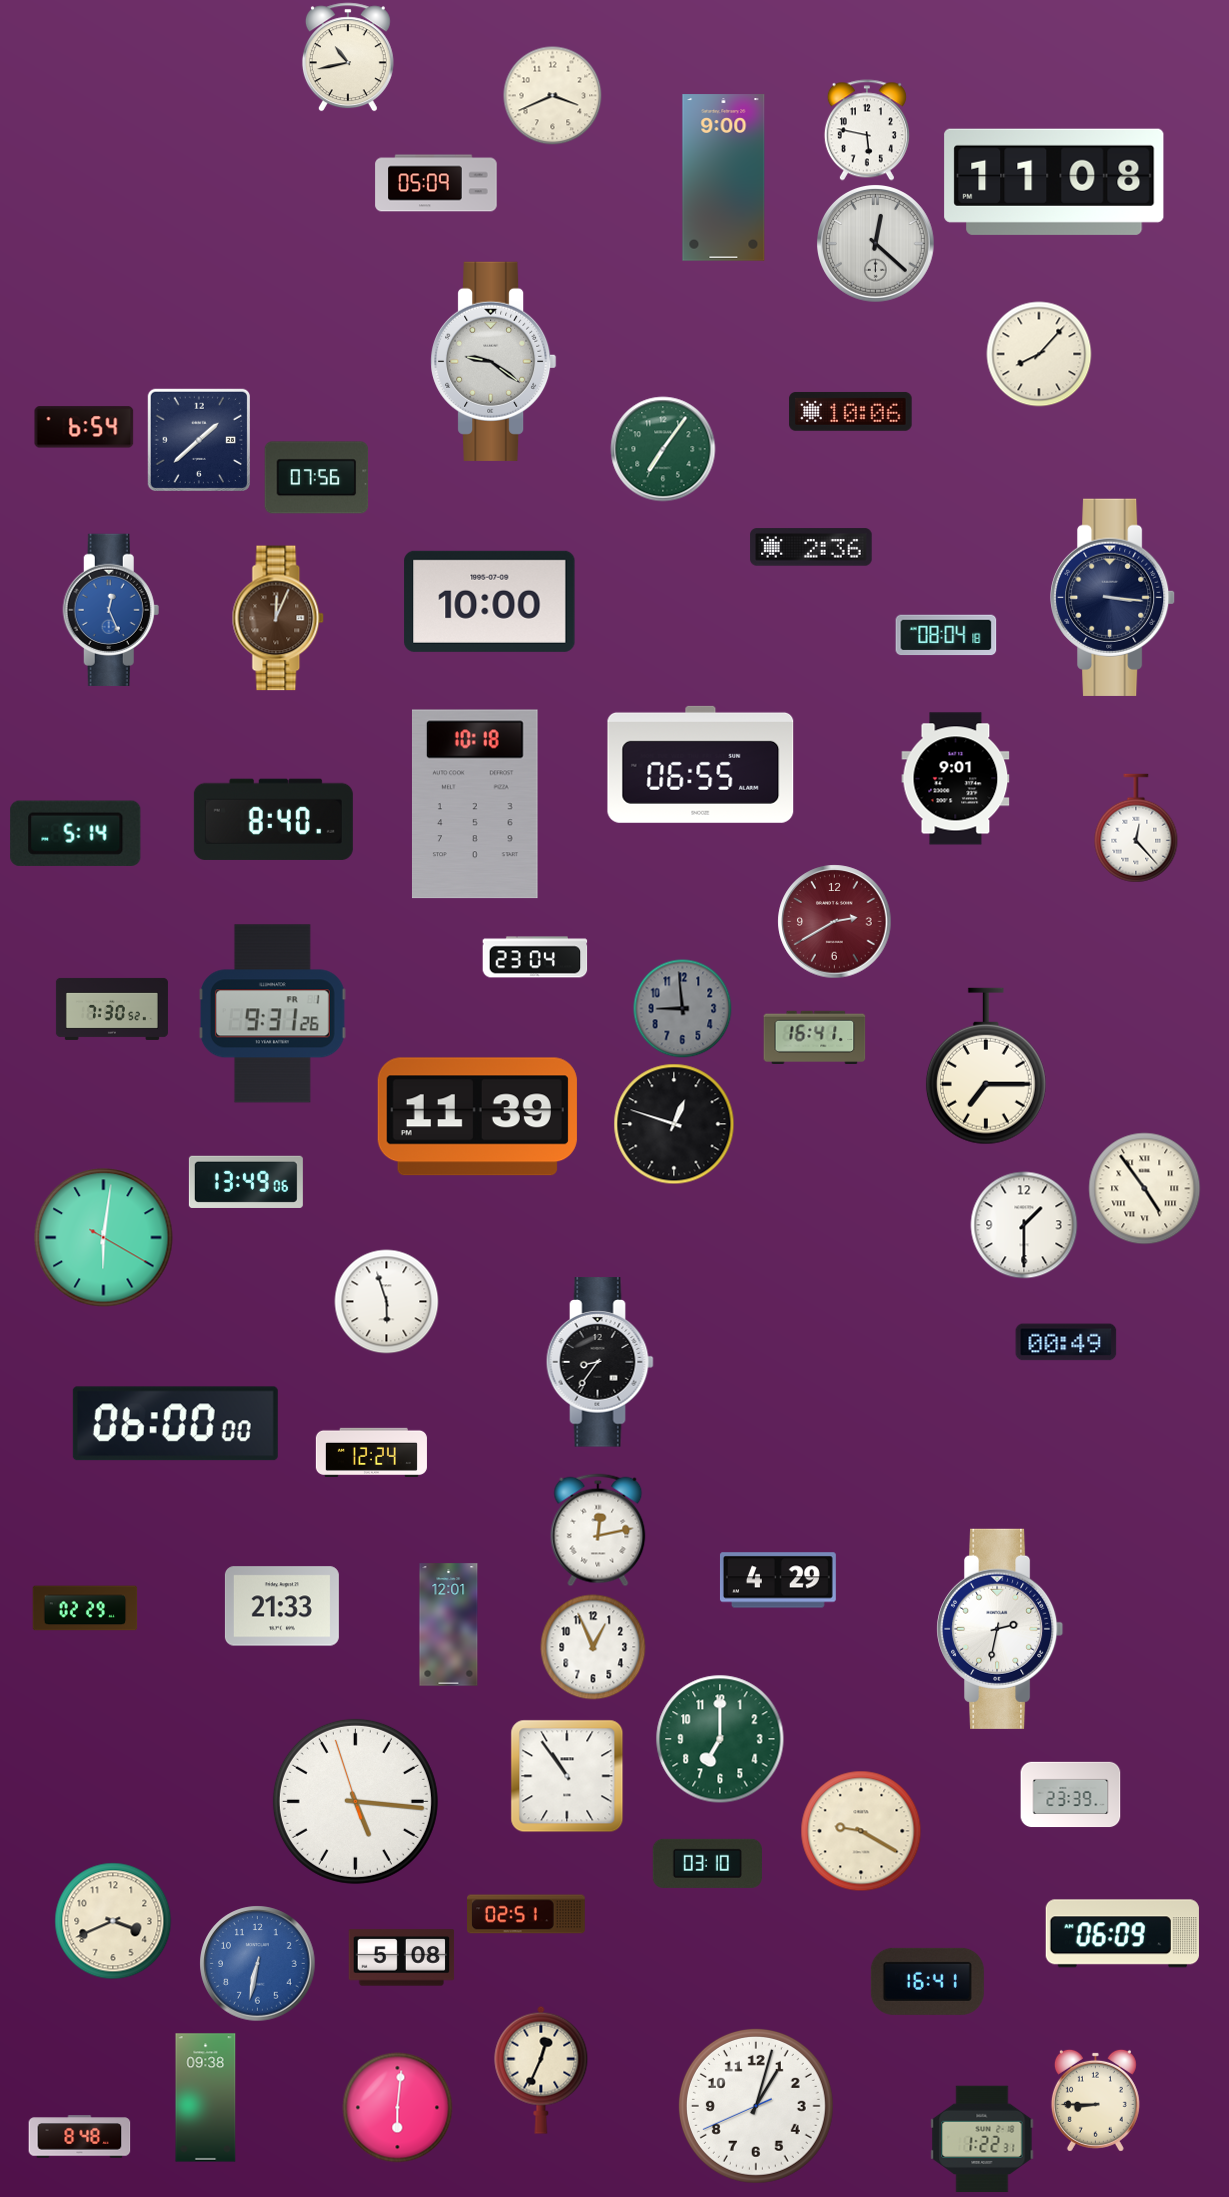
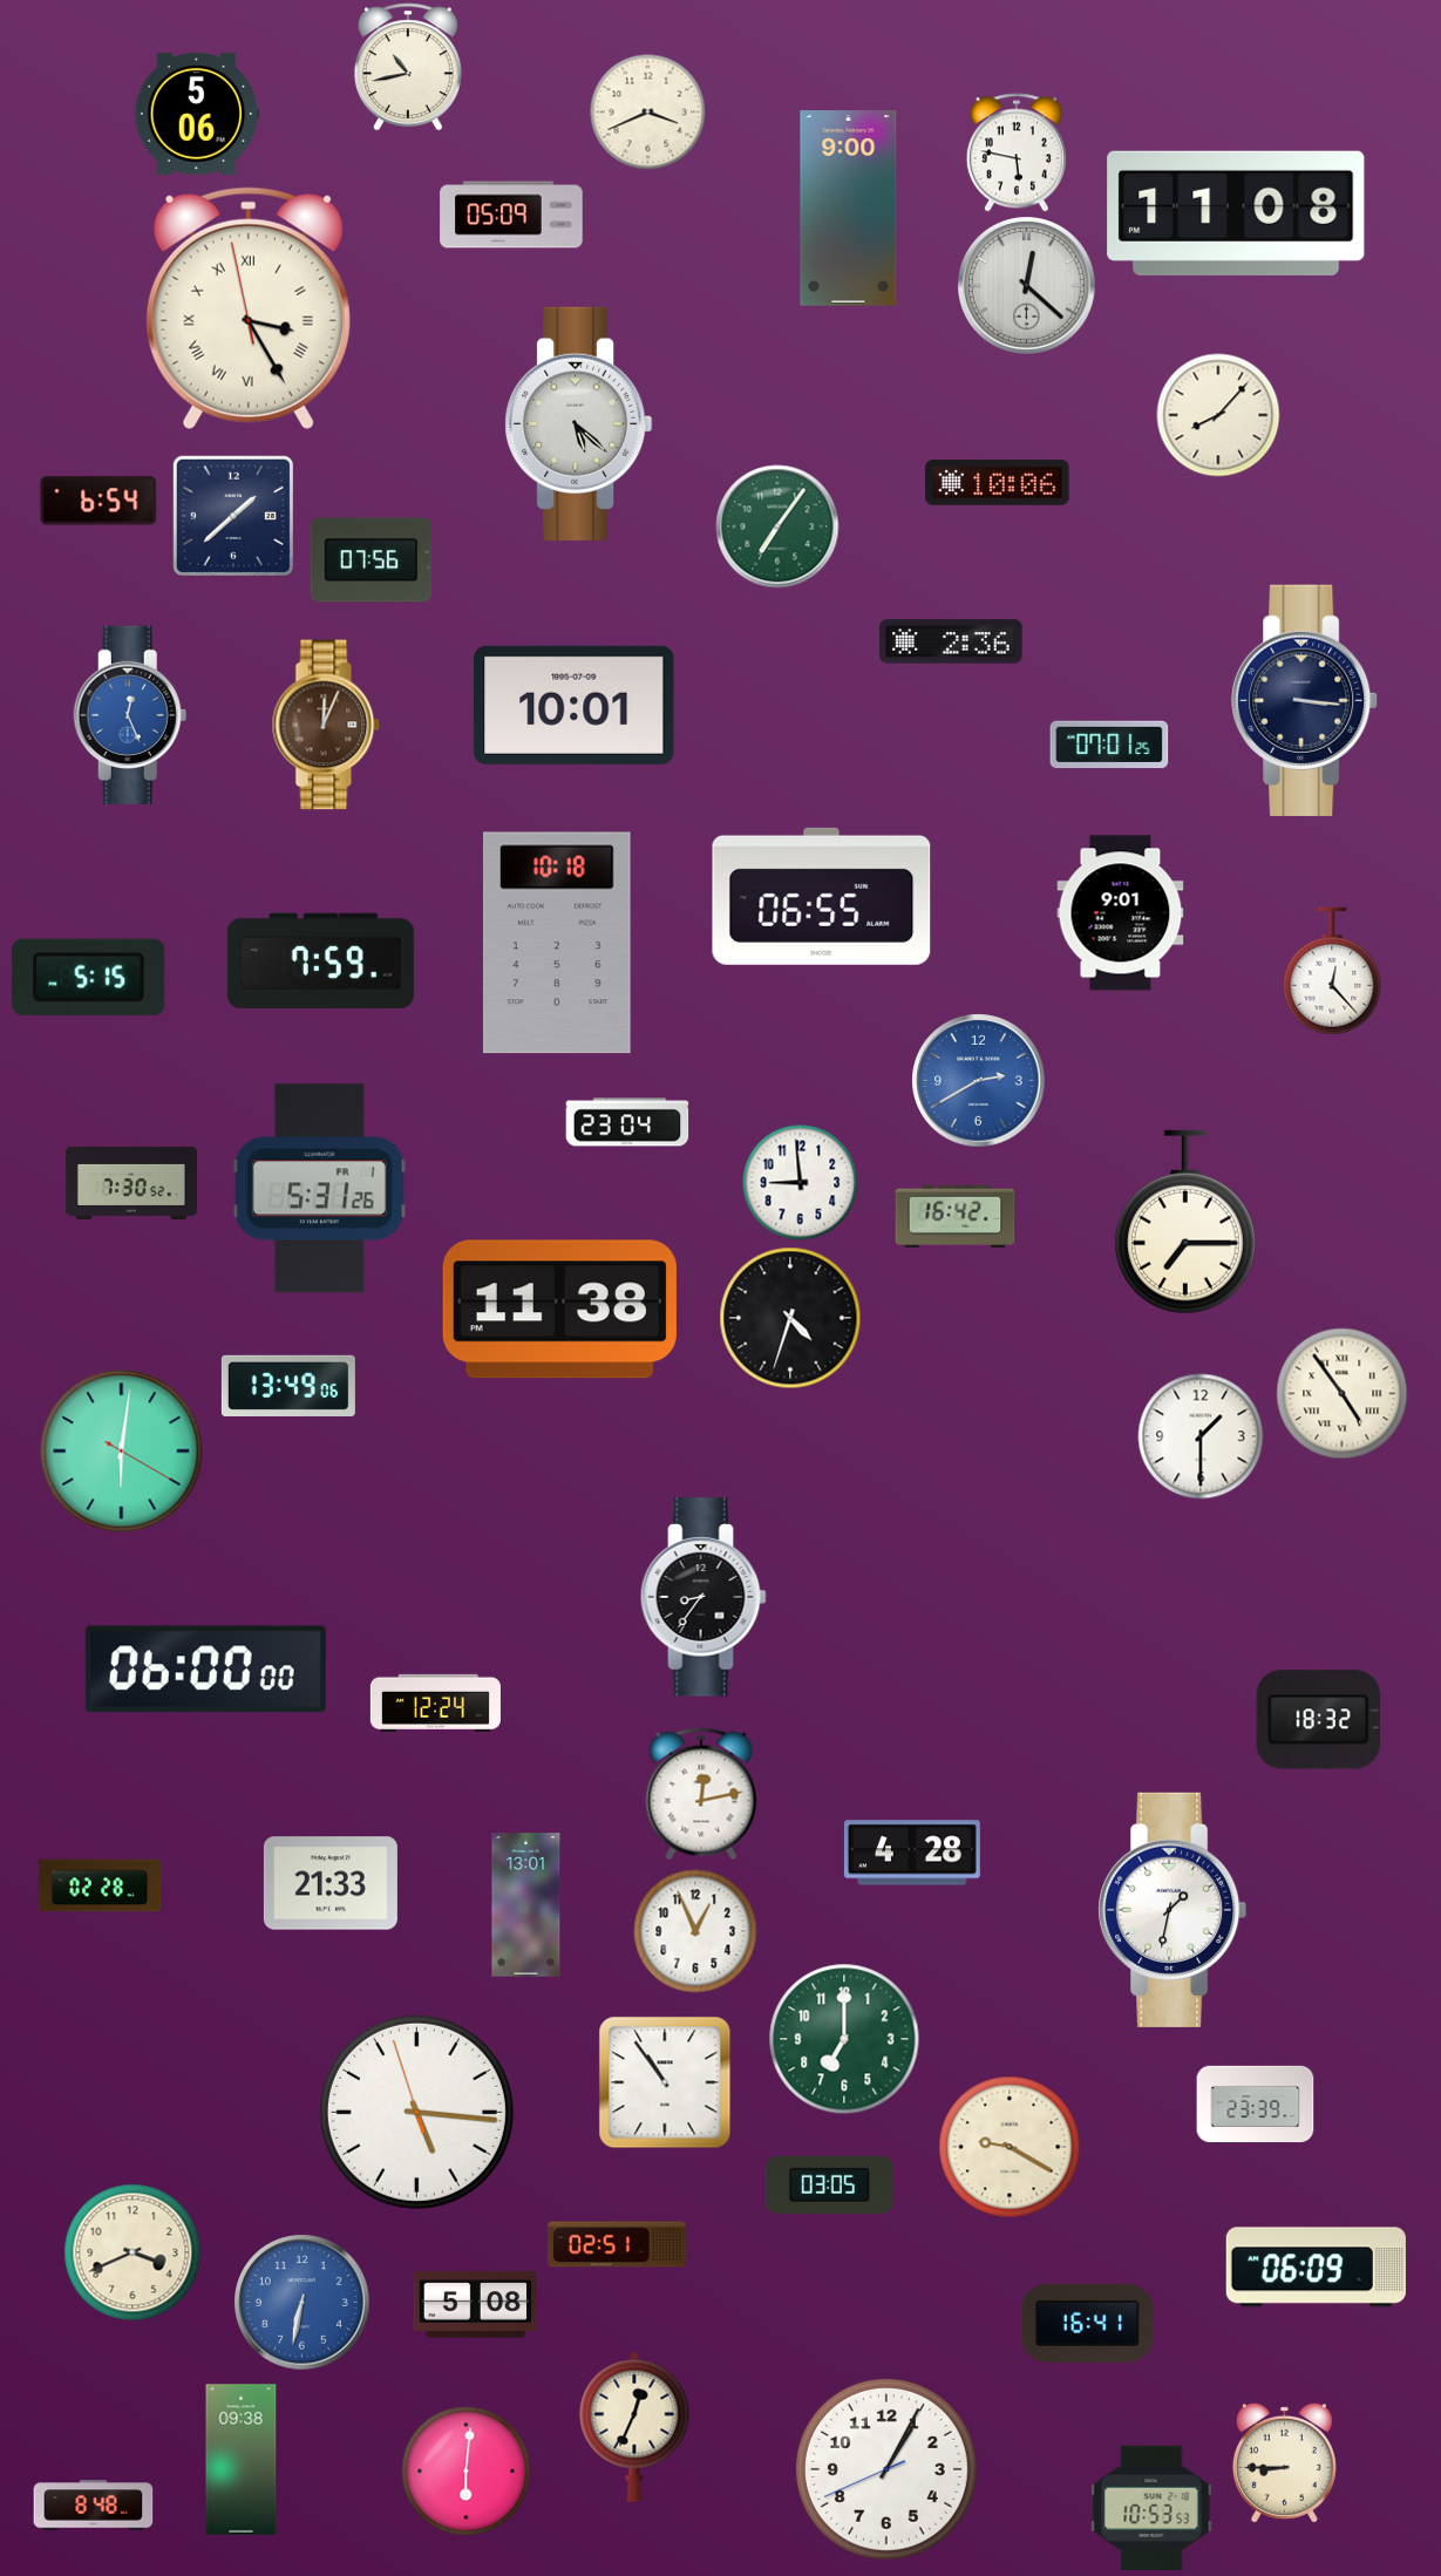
clock at (197, 114): none -> 5:06
clock at (249, 308): none -> 3:24
clock at (494, 361): 9:21 -> 5:22
clock at (490, 601): 10:00 -> 10:01
clock at (946, 635): 08:04 -> 07:01
clock at (273, 819): 8:40 -> 7:59
clock at (76, 833): 5:14 -> 5:15
clock at (835, 922) dial: burgundy -> blue
clock at (683, 1009) dial: grey -> white
clock at (272, 1014): 9:31 -> 5:31
clock at (815, 1037): 16:41 -> 16:42
clock at (986, 1066) position: (986, 1066) -> (1185, 1222)
clock at (477, 1117): 11:39 -> 11:38
clock at (674, 1124): 12:48 -> 4:33
clock at (387, 1302): 5:57 -> none
clock at (1066, 1342): 00:49 -> none
clock at (1318, 1720): none -> 18:32
clock at (778, 1580): 4:29 -> 4:28
clock at (85, 1608): 02:29 -> 02:28
clock at (449, 1625): 12:01 -> 13:01
clock at (1000, 1629): 2:32 -> 1:32
clock at (707, 1863): 03:10 -> 03:05
clock at (402, 1958) position: (402, 1958) -> (476, 2305)
clock at (756, 2106): 1:02 -> 1:04
clock at (982, 2139): 1:22 -> 10:53
